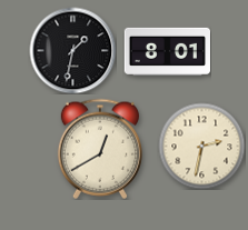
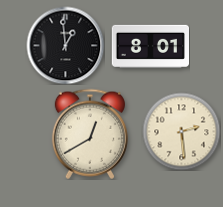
clock at (72, 50): 1:32 -> 12:59
clock at (201, 146): 2:32 -> 2:29
